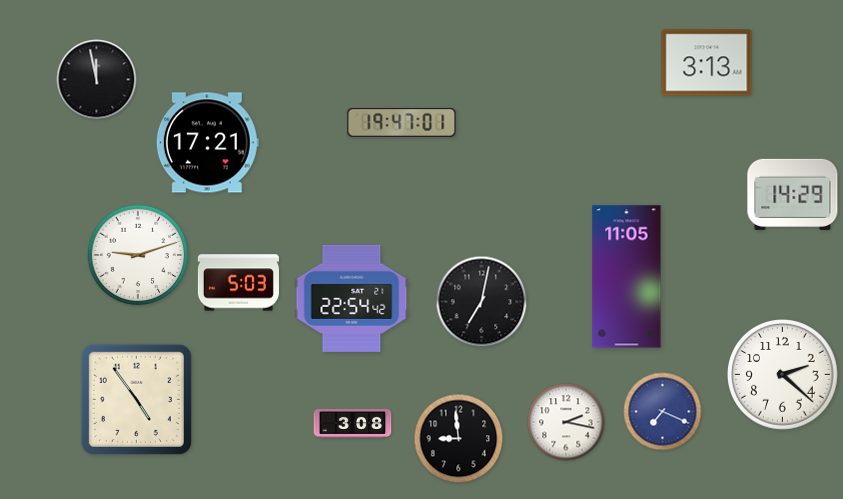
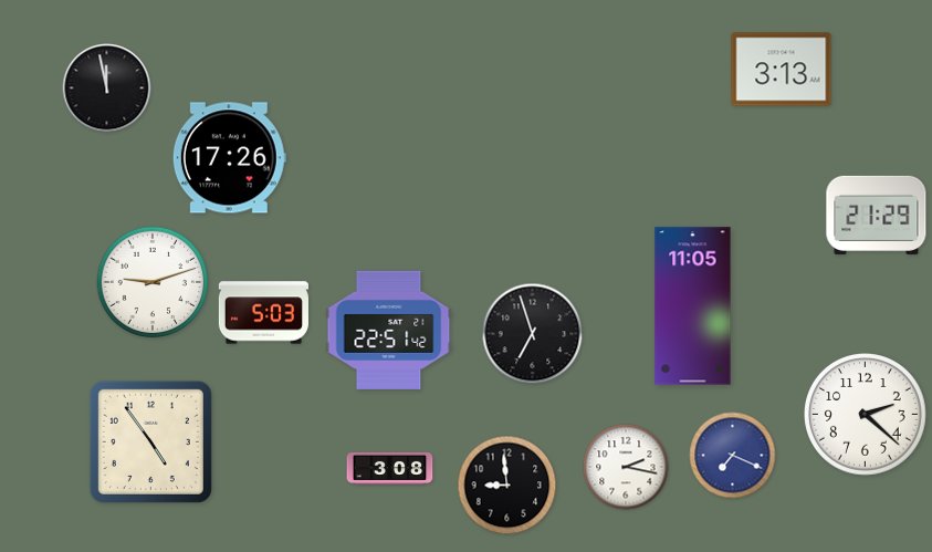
clock at (402, 123): 19:47 -> none
clock at (207, 143): 17:21 -> 17:26
clock at (793, 194): 14:29 -> 21:29
clock at (352, 298): 22:54 -> 22:51
clock at (482, 302): 7:02 -> 6:57
